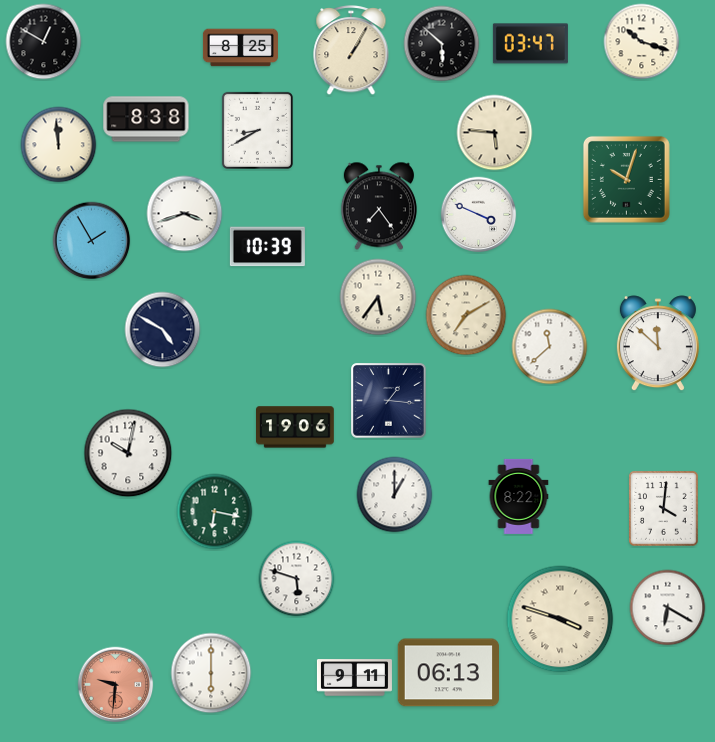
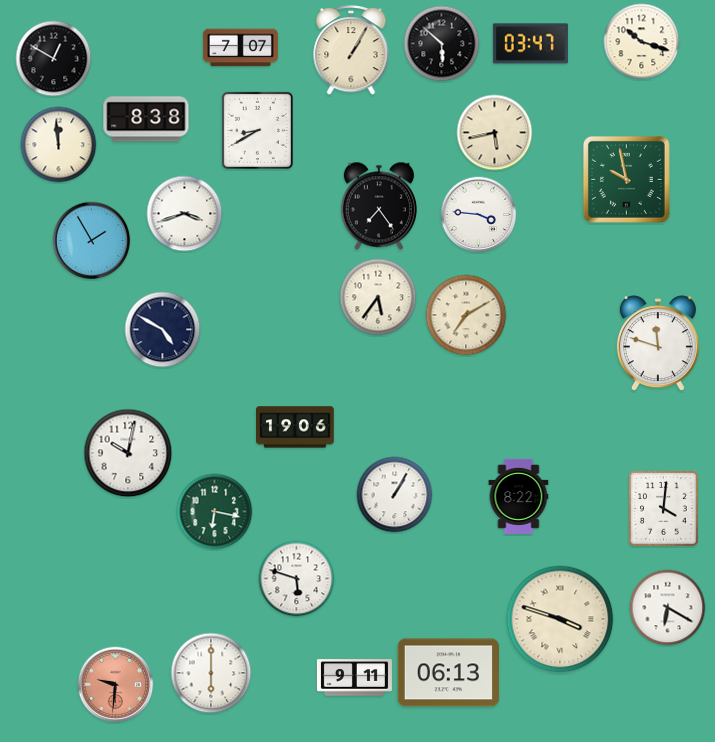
clock at (44, 42) position: (44, 42) -> (54, 59)
clock at (240, 48): 8:25 -> 7:07
clock at (495, 133): 5:46 -> 5:43
clock at (626, 179): 10:03 -> 9:58
clock at (479, 215): 3:49 -> 3:46
clock at (267, 247): 10:39 -> none
clock at (658, 344): 11:52 -> 11:48
clock at (550, 347): 11:38 -> none
clock at (389, 401): 1:16 -> none
clock at (395, 495): 1:00 -> 1:05
